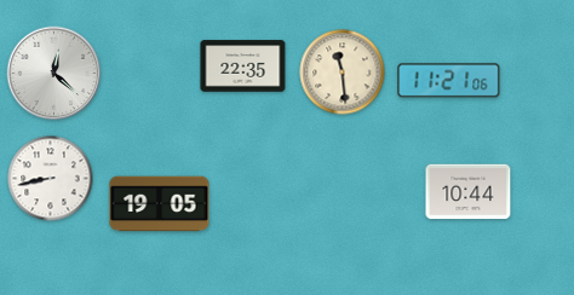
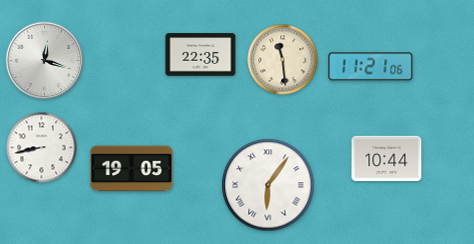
clock at (54, 74): 12:22 -> 12:18
clock at (268, 185): none -> 6:06
